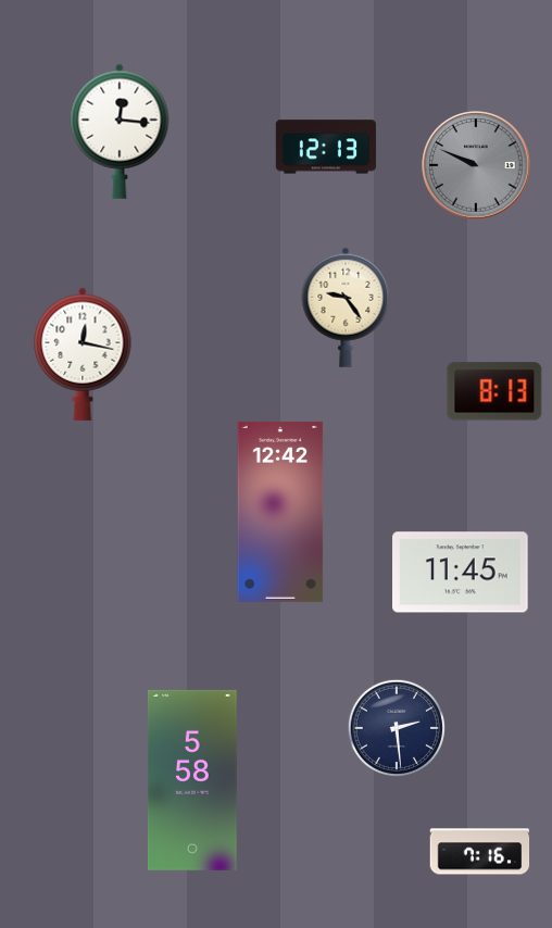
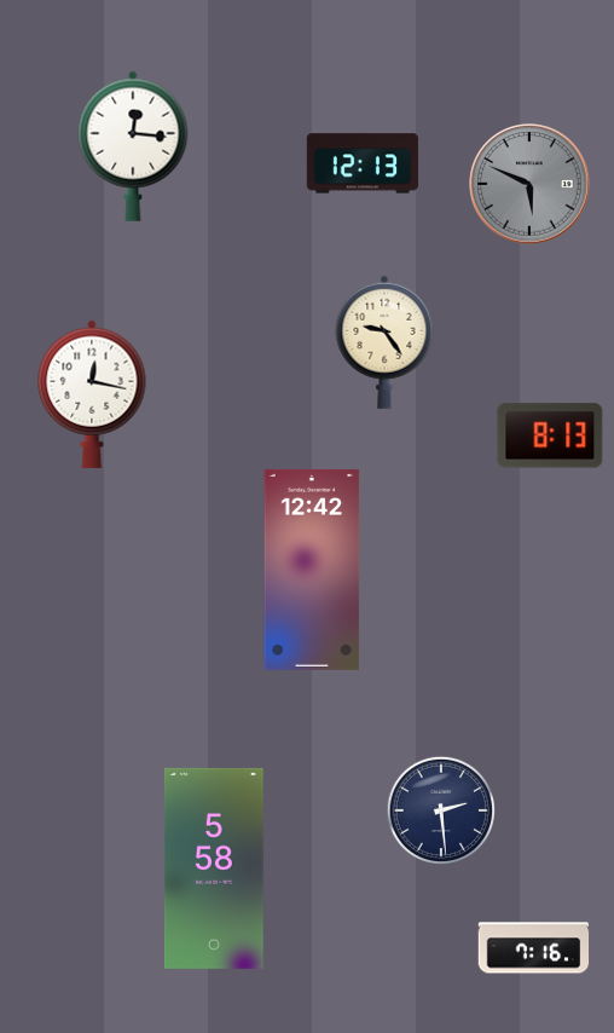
clock at (476, 165): 9:49 -> 5:49
clock at (461, 573): 11:45 -> none
